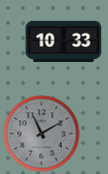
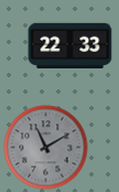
clock at (64, 41): 10:33 -> 22:33
